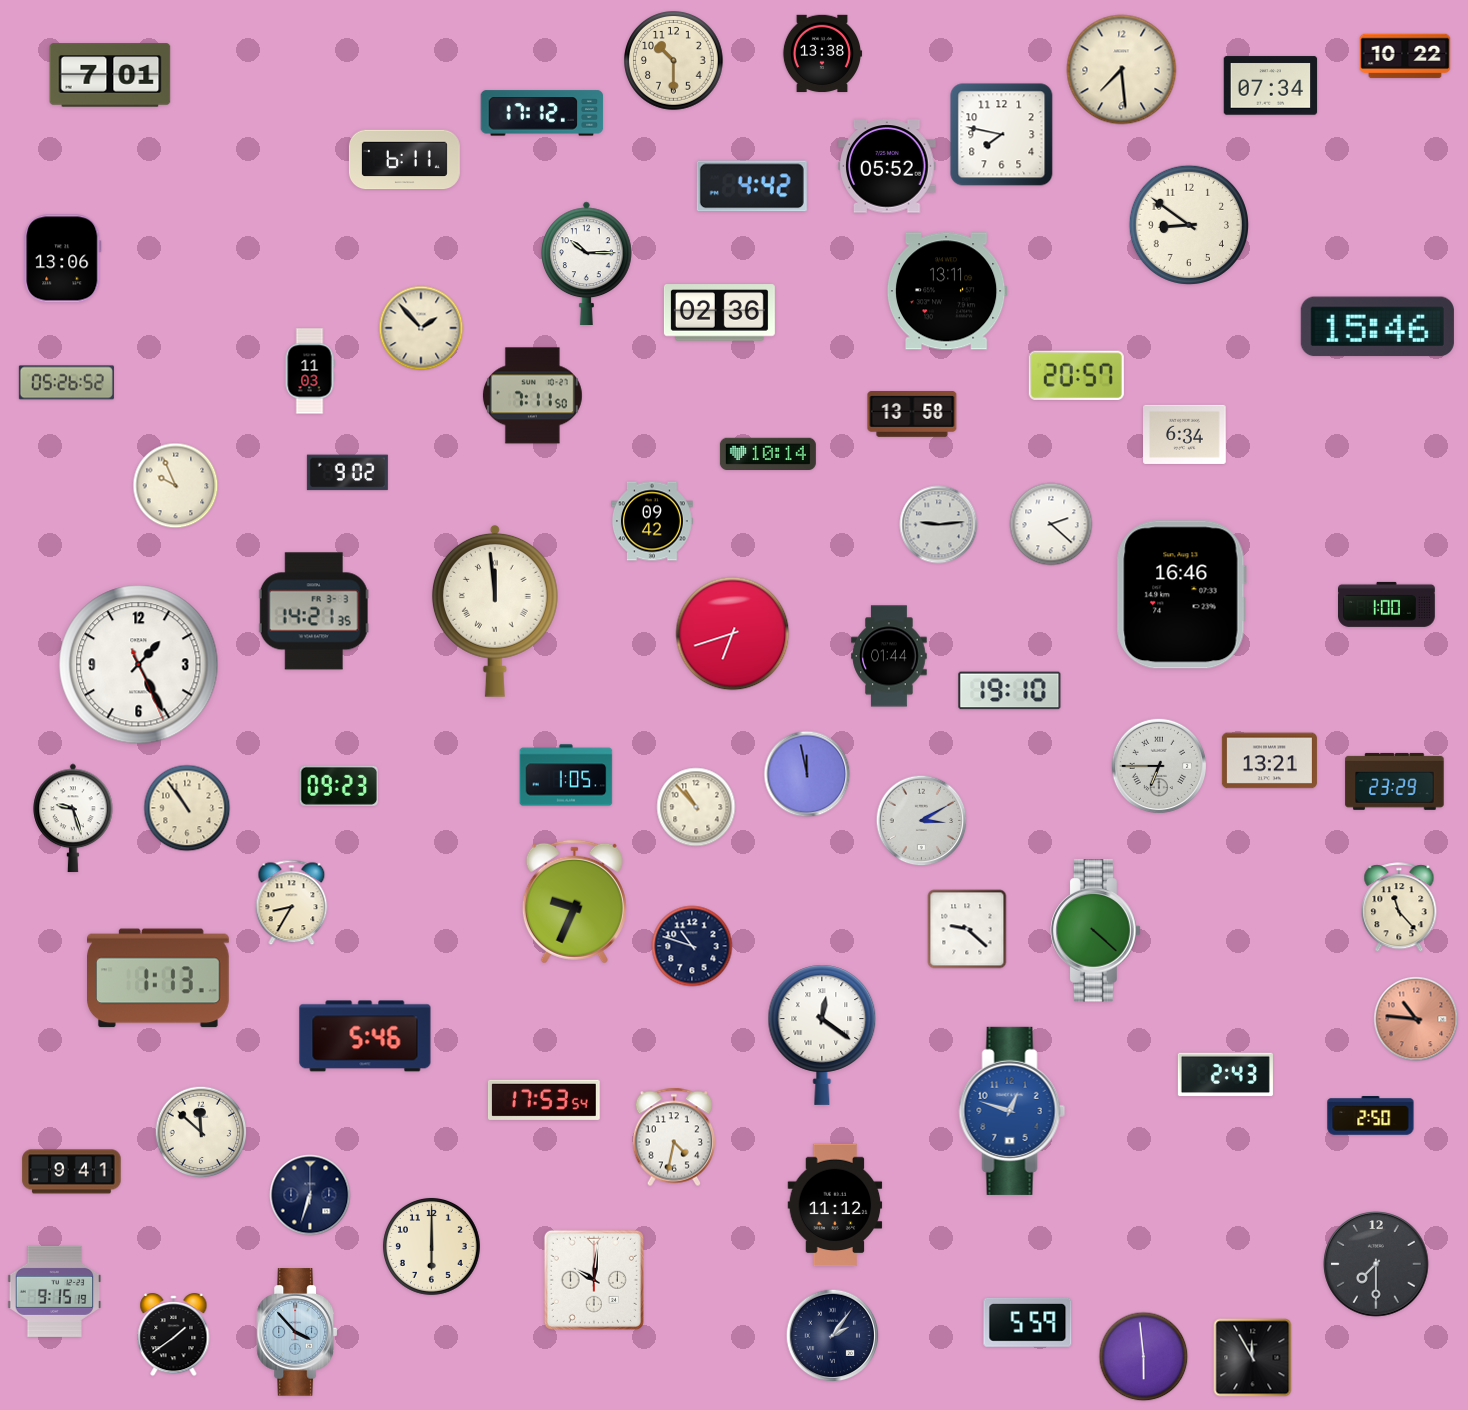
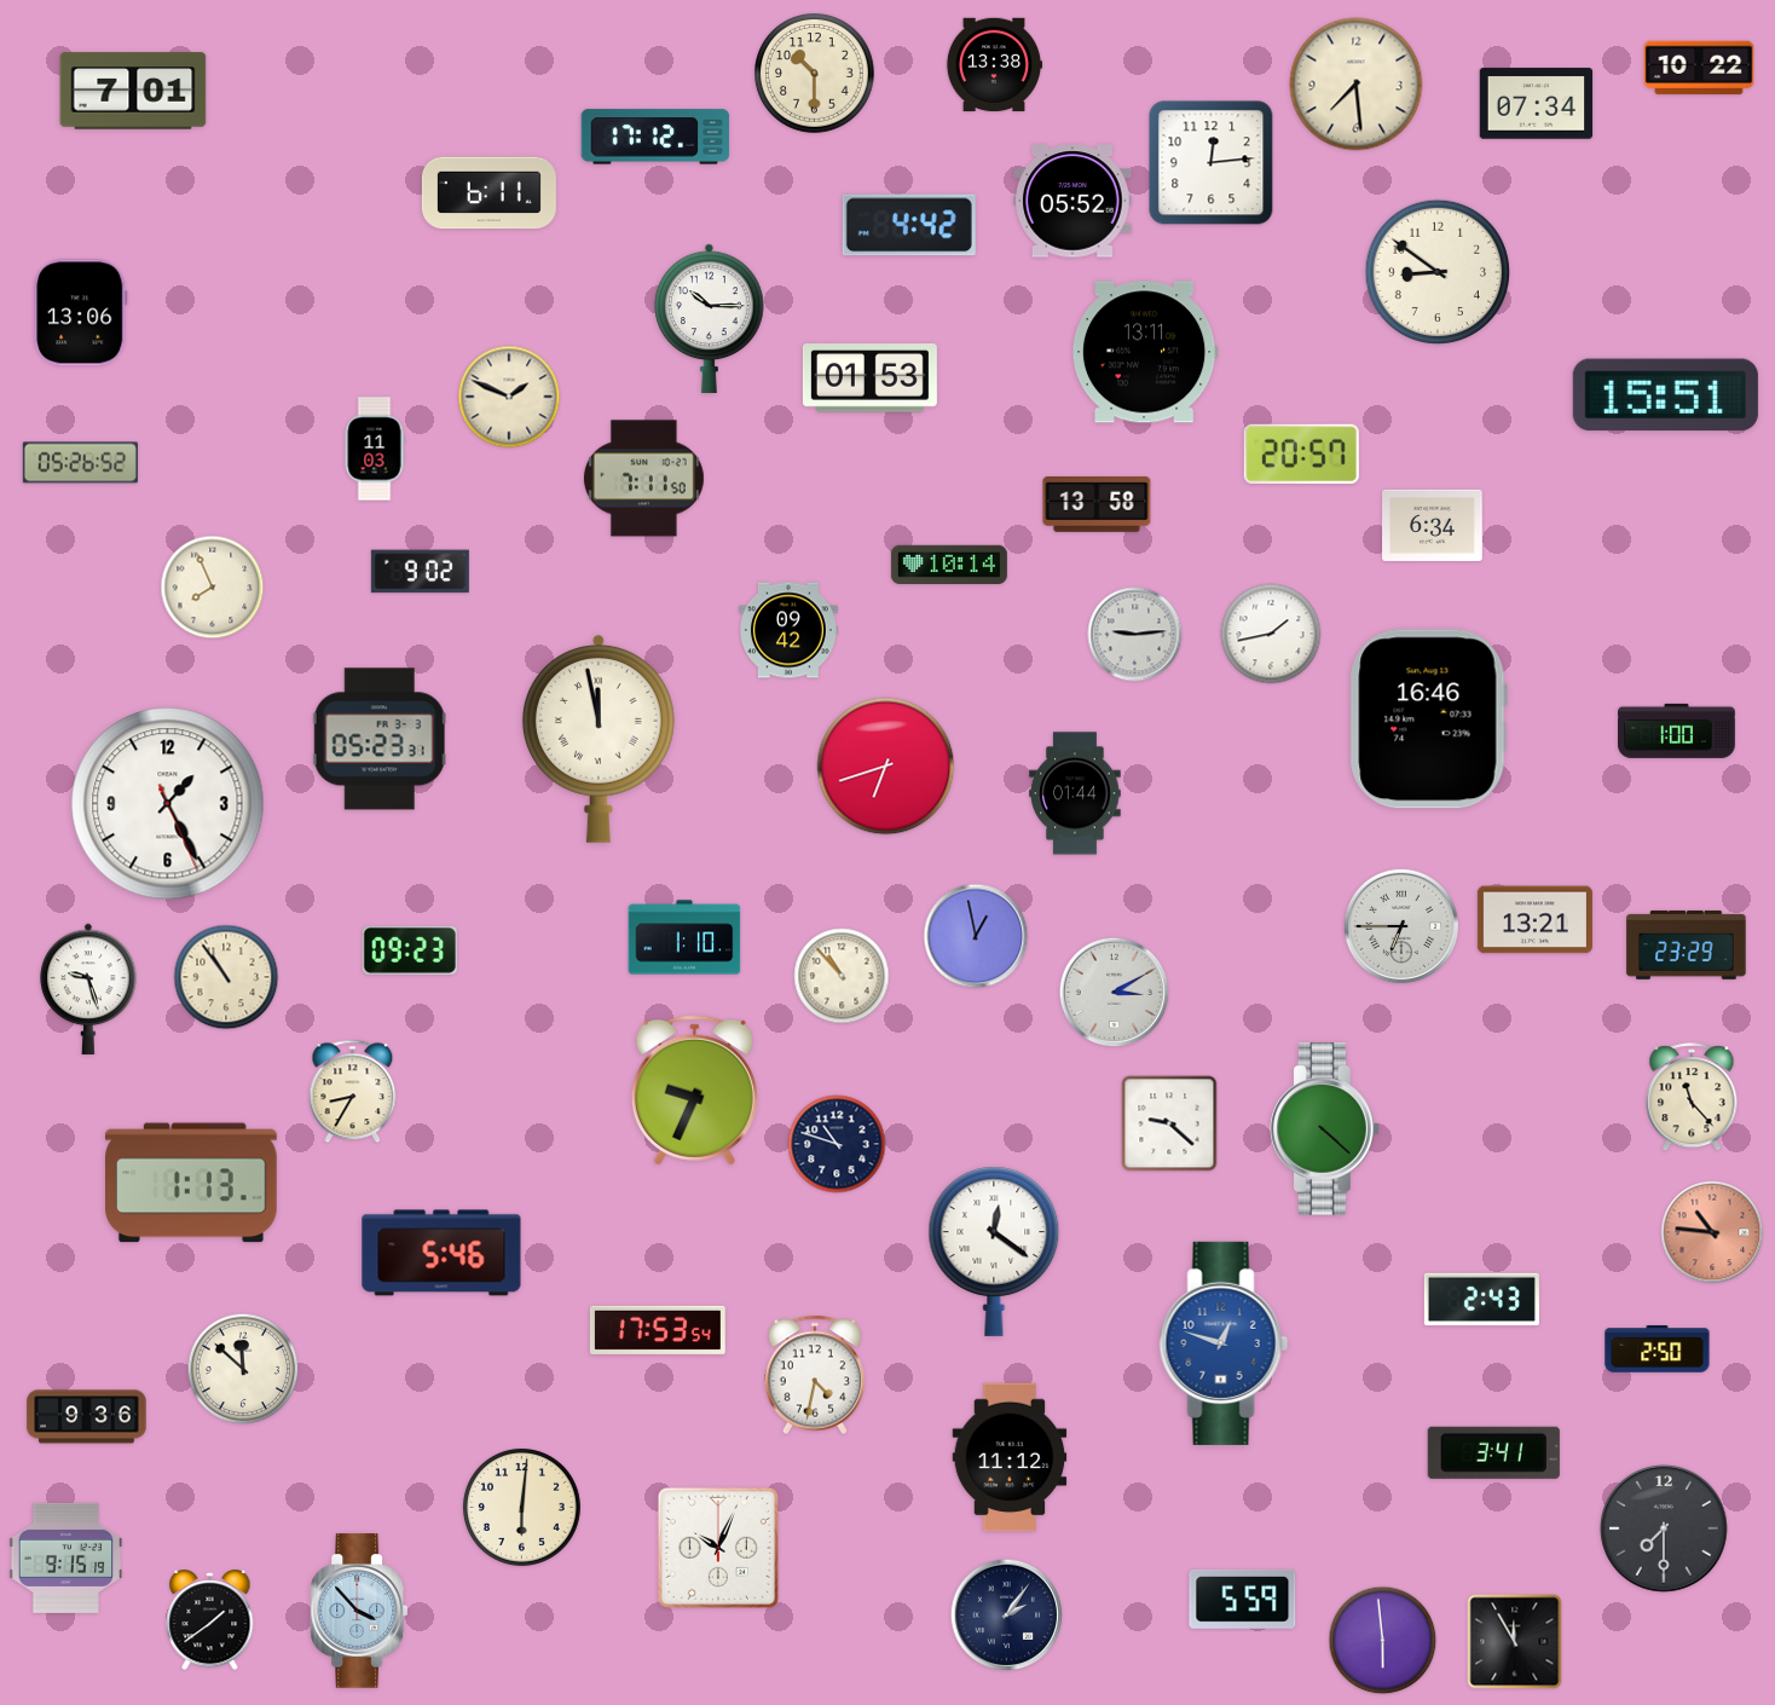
clock at (1002, 135): 7:47 -> 12:14
clock at (63, 259) position: (63, 259) -> (81, 313)
clock at (719, 313): 02:36 -> 01:53
clock at (1377, 327): 15:46 -> 15:51
clock at (421, 328): 1:53 -> 1:49
clock at (912, 415) position: (912, 415) -> (1097, 505)
clock at (768, 453) position: (768, 453) -> (949, 563)
clock at (176, 486): 9:56 -> 7:56
clock at (1051, 524): 2:22 -> 1:43
clock at (314, 611): 14:21 -> 05:23
clock at (495, 611): 11:59 -> 11:58
clock at (1010, 691): 19:10 -> none
clock at (807, 774): 11:58 -> 12:58
clock at (566, 775): 1:05 -> 1:10
clock at (1096, 931) position: (1096, 931) -> (1325, 1129)
clock at (72, 1172): 9:41 -> 9:36
clock at (310, 1195): 6:33 -> none
clock at (1493, 1452): none -> 3:41
clock at (431, 1246): 6:00 -> 6:01
clock at (594, 1280): 10:01 -> 10:04
clock at (55, 1291) position: (55, 1291) -> (67, 1557)
clock at (174, 1336) position: (174, 1336) -> (210, 1622)
